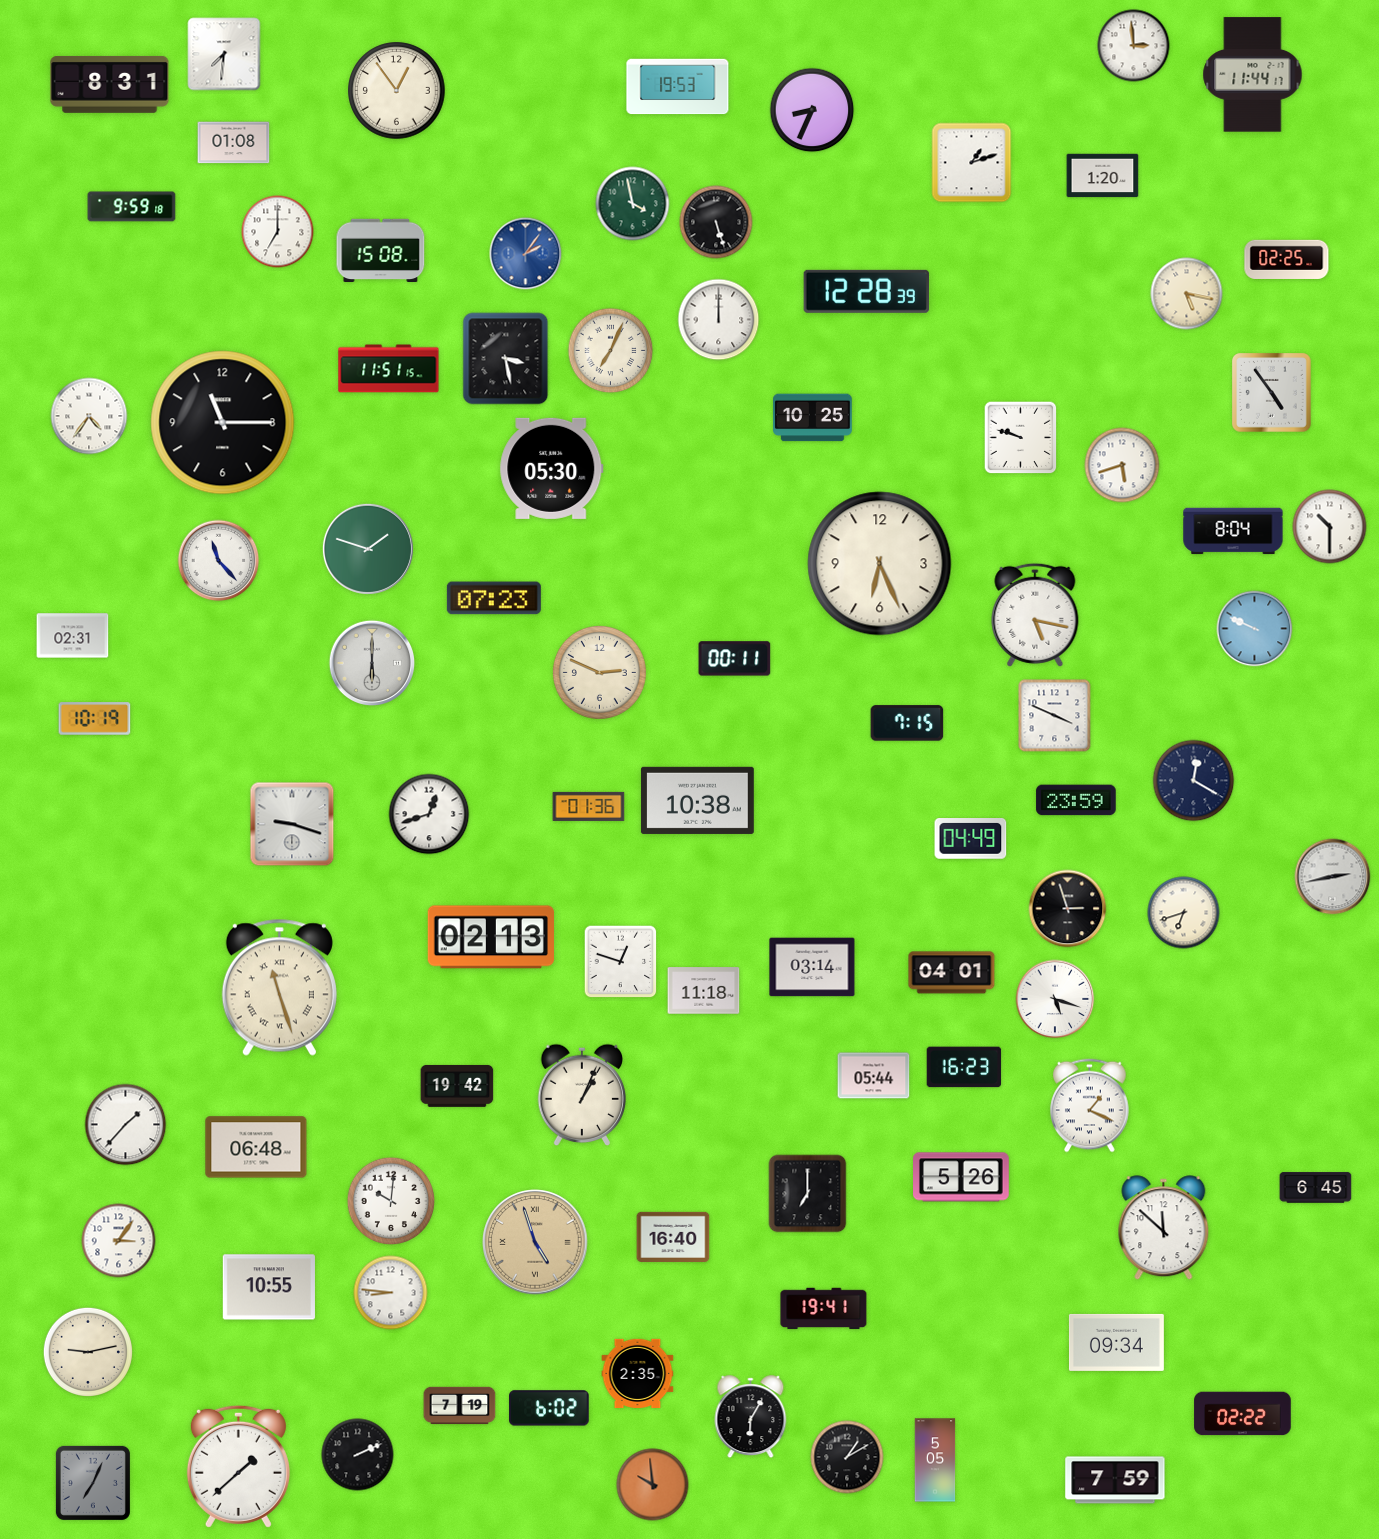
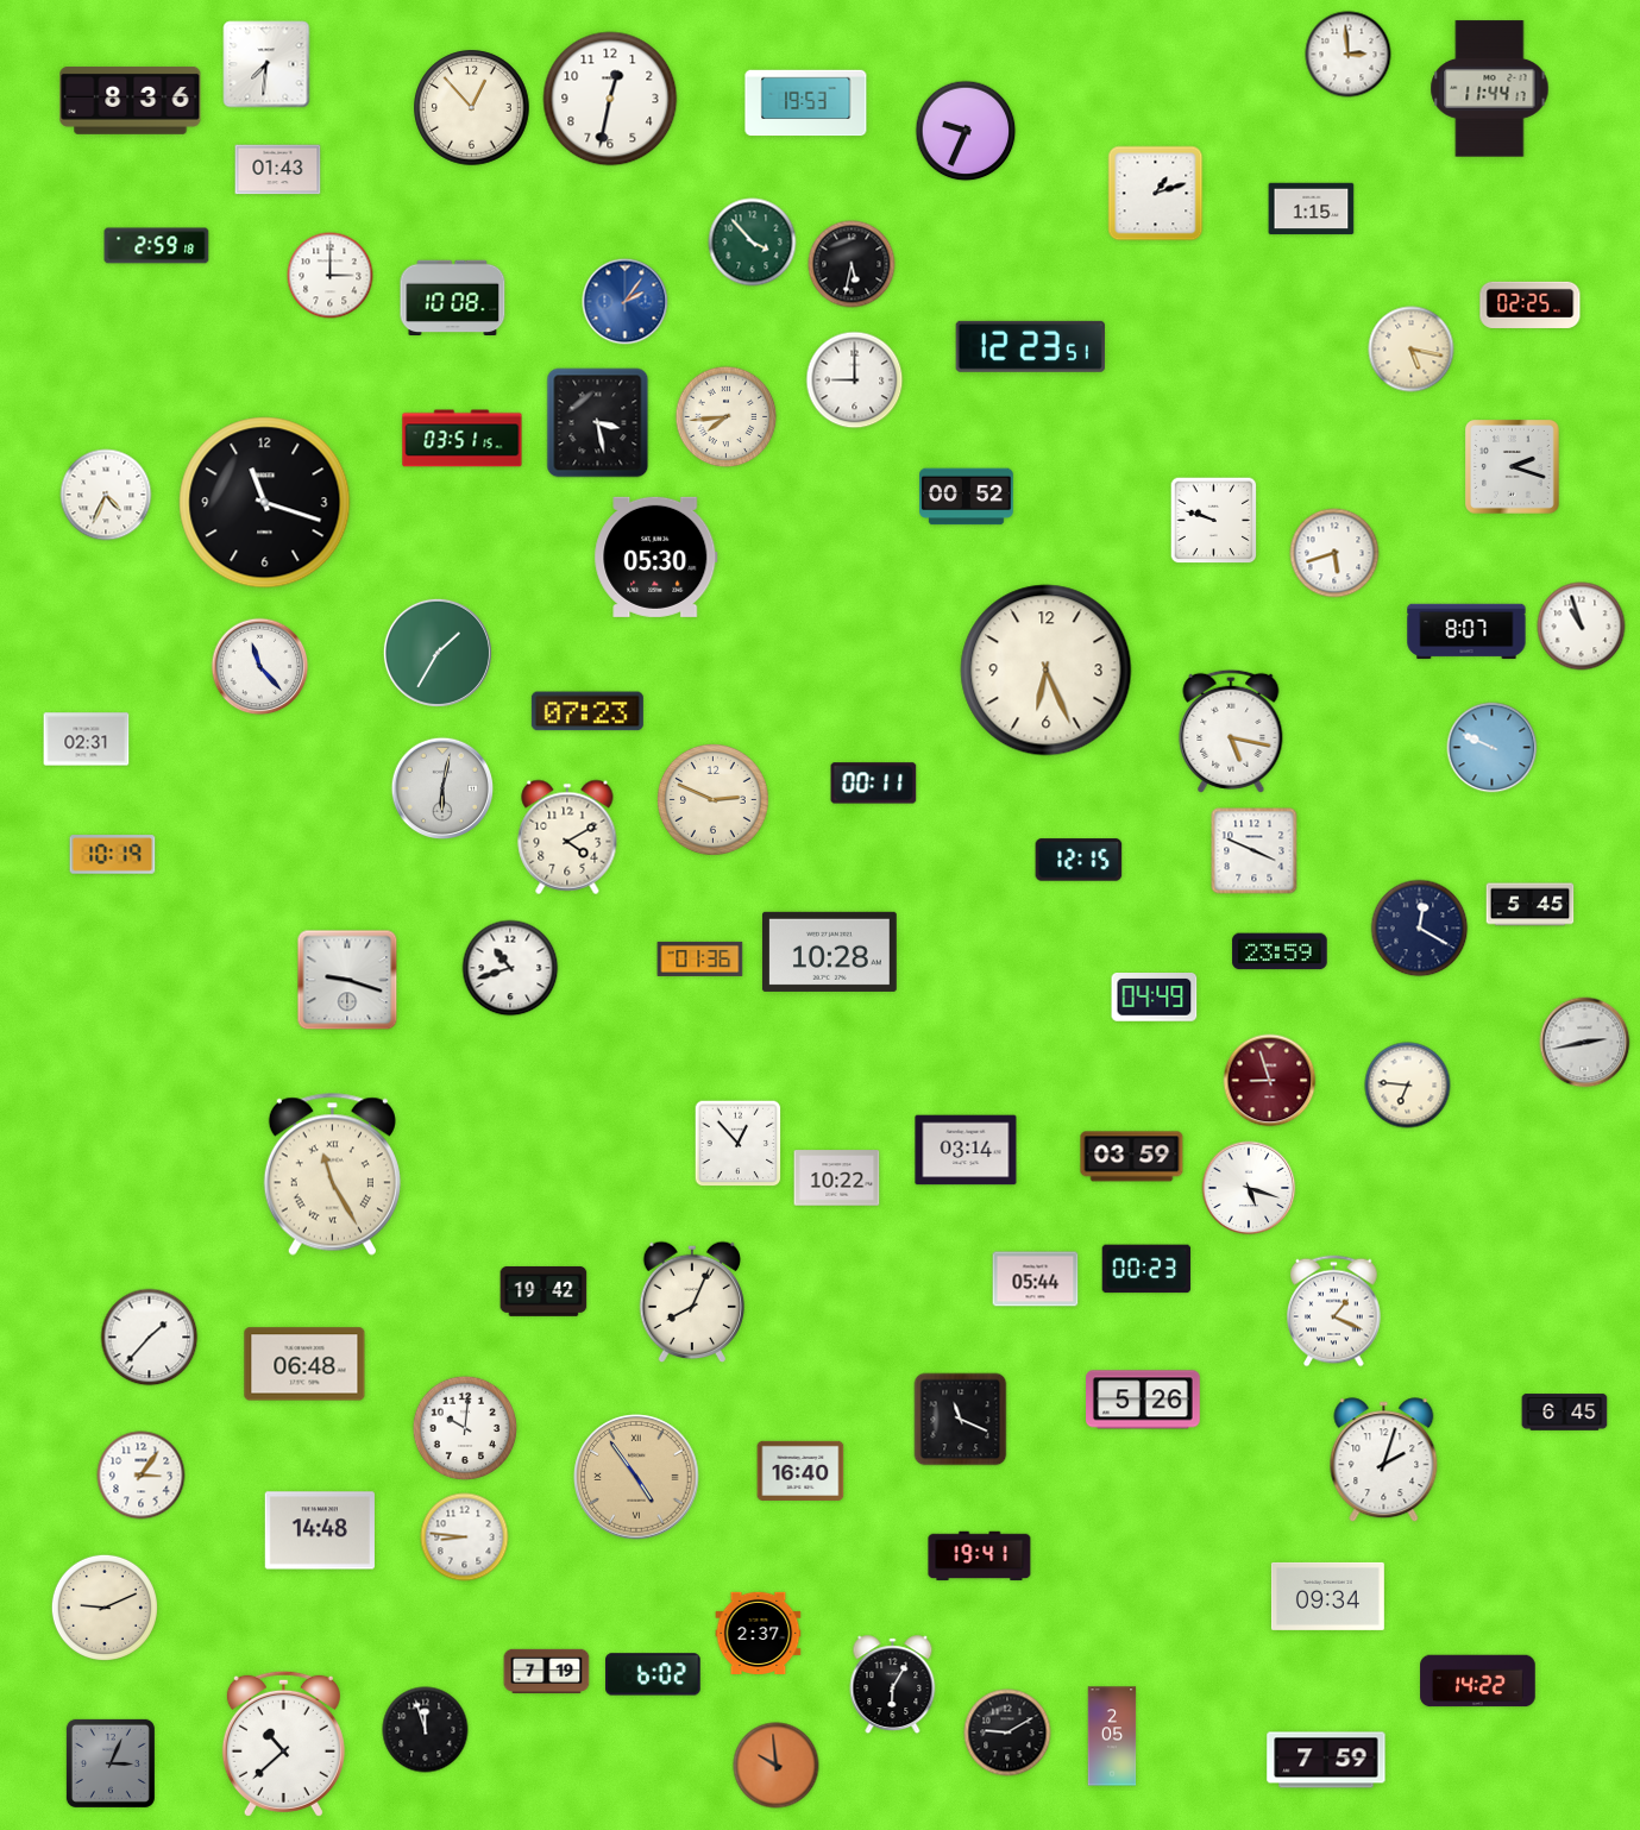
clock at (610, 99): none -> 12:32
clock at (110, 84): 8:31 -> 8:36
clock at (397, 91): 12:54 -> 12:53
clock at (812, 110): 8:34 -> 9:34
clock at (234, 143): 01:08 -> 01:43
clock at (1103, 176): 1:20 -> 1:15
clock at (633, 204): 3:58 -> 3:53
clock at (132, 207): 9:59 -> 2:59
clock at (716, 222): 5:27 -> 5:32
clock at (278, 232): 7:00 -> 3:00
clock at (381, 250): 15:08 -> 10:08
clock at (1287, 259) position: (1287, 259) -> (1531, 304)
clock at (866, 291): 12:28 -> 12:23
clock at (719, 320): 12:00 -> 9:00
clock at (611, 351): 7:04 -> 7:44
clock at (506, 359) position: (506, 359) -> (598, 423)
clock at (389, 369): 11:51 -> 03:51
clock at (1272, 393): 4:54 -> 2:18
clock at (89, 416): 4:36 -> 4:34
clock at (813, 418): 10:25 -> 00:52
clock at (223, 423): 11:15 -> 11:18
clock at (1330, 527): 10:30 -> 10:57
clock at (1233, 531): 8:04 -> 8:07
clock at (368, 549): 1:48 -> 1:35
clock at (73, 636) position: (73, 636) -> (87, 740)
clock at (372, 663): 6:00 -> 6:02
clock at (567, 837): none -> 4:10
clock at (907, 723): 7:15 -> 12:15
clock at (1531, 905): none -> 5:45
clock at (697, 800): 10:38 -> 10:28
clock at (429, 814): 12:42 -> 10:42
clock at (1068, 909): 2:57 -> 8:57
clock at (1068, 909) dial: black -> burgundy
clock at (1184, 913): 6:42 -> 6:46
clock at (491, 937): 02:13 -> none
clock at (621, 962): 12:48 -> 12:53
clock at (952, 973): 04:01 -> 03:59
clock at (279, 987): 11:27 -> 11:25
clock at (704, 991): 11:18 -> 10:22
clock at (1055, 999) position: (1055, 999) -> (1249, 1188)
clock at (964, 1067): 16:23 -> 00:23
clock at (874, 1076) position: (874, 1076) -> (1036, 1279)
clock at (582, 1095): 1:04 -> 8:04
clock at (1090, 1106) position: (1090, 1106) -> (1334, 1312)
clock at (808, 1194): 7:00 -> 11:19
clock at (1164, 1228): 11:52 -> 2:03
clock at (535, 1242): 4:57 -> 4:54
clock at (269, 1287): 10:55 -> 14:48
clock at (88, 1352): 9:13 -> 9:11
clock at (638, 1373): 2:35 -> 2:37
clock at (1243, 1414): 02:22 -> 14:22
clock at (358, 1455): 2:11 -> 11:57
clock at (847, 1457): 1:10 -> 9:10
clock at (935, 1460): 5:05 -> 2:05
clock at (238, 1466): 1:38 -> 10:38
clock at (93, 1483): 7:04 -> 3:04
